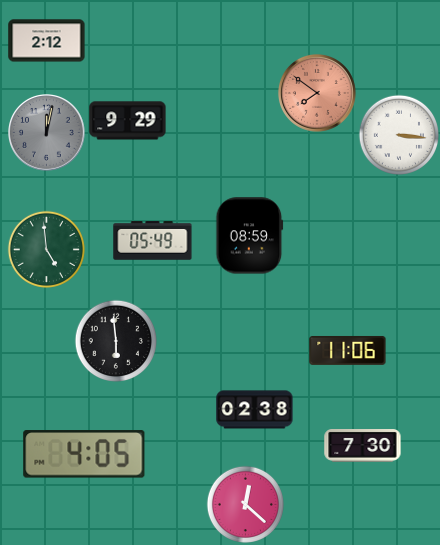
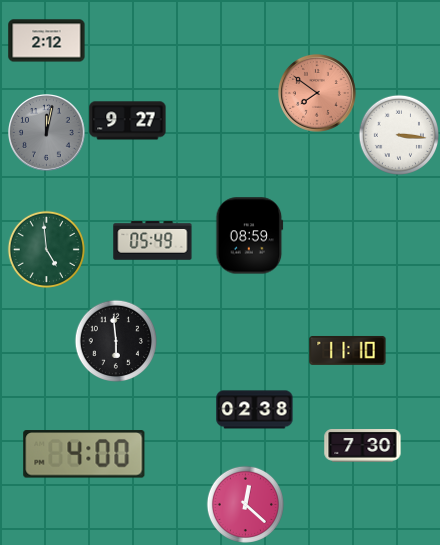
clock at (128, 121): 9:29 -> 9:27
clock at (348, 350): 11:06 -> 11:10
clock at (84, 454): 4:05 -> 4:00
